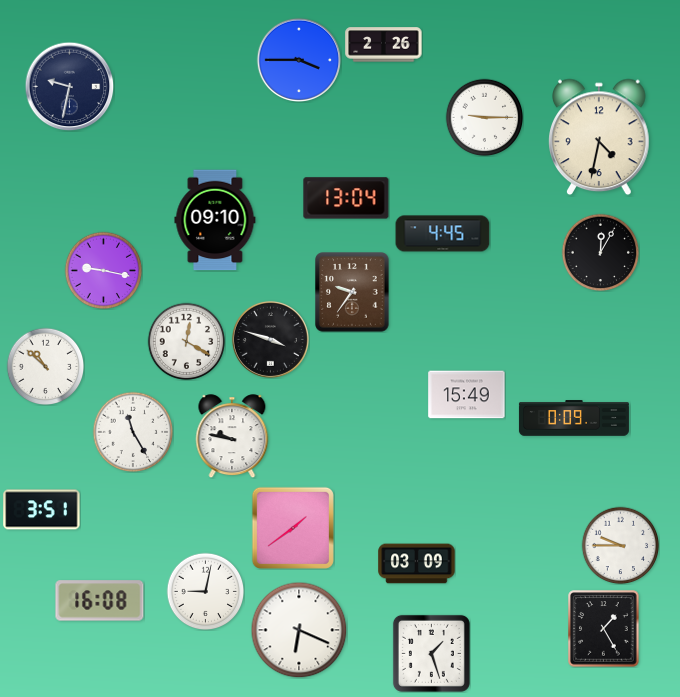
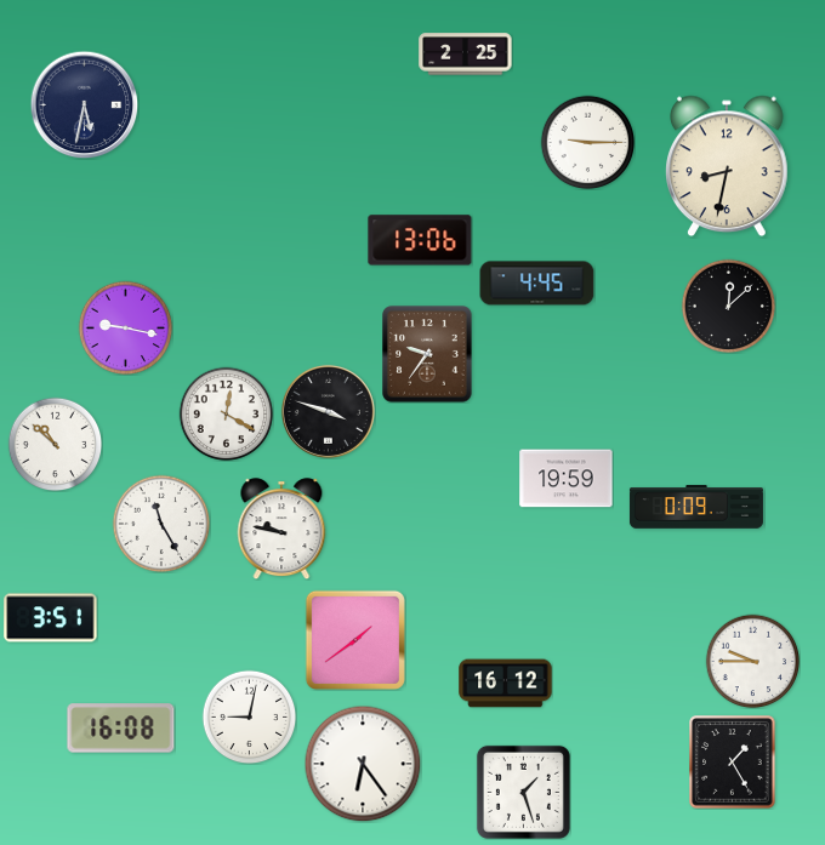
clock at (384, 45): 2:26 -> 2:25
clock at (299, 60): 3:45 -> none
clock at (69, 86): 9:32 -> 5:32
clock at (600, 137): 4:32 -> 8:32
clock at (346, 198): 13:04 -> 13:06
clock at (215, 220): 09:10 -> none
clock at (600, 252): 12:05 -> 12:08
clock at (467, 395): 15:49 -> 19:59
clock at (417, 564): 03:09 -> 16:12
clock at (299, 630): 6:19 -> 6:24
